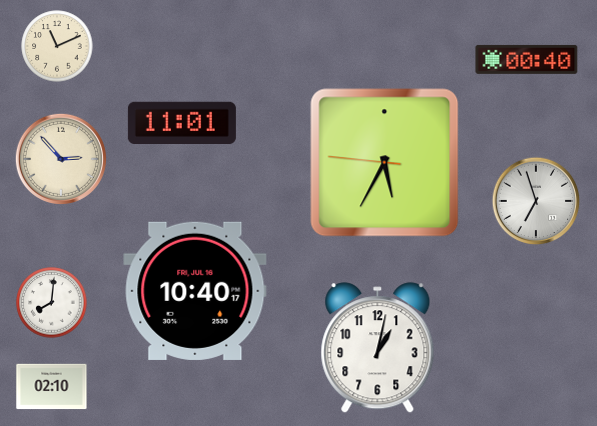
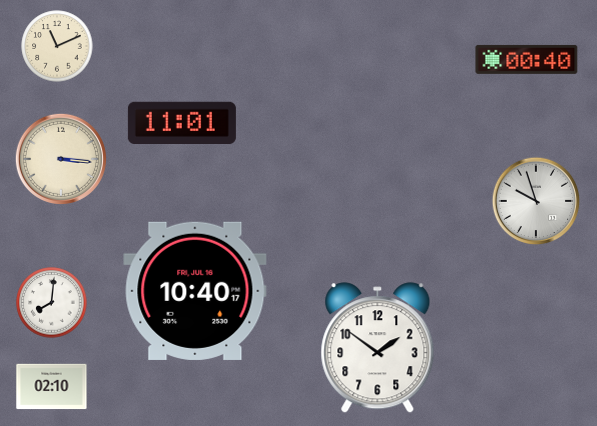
clock at (61, 159): 2:53 -> 3:16
clock at (385, 163): 5:34 -> none
clock at (536, 201): 6:57 -> 9:57
clock at (378, 348): 1:02 -> 1:51
